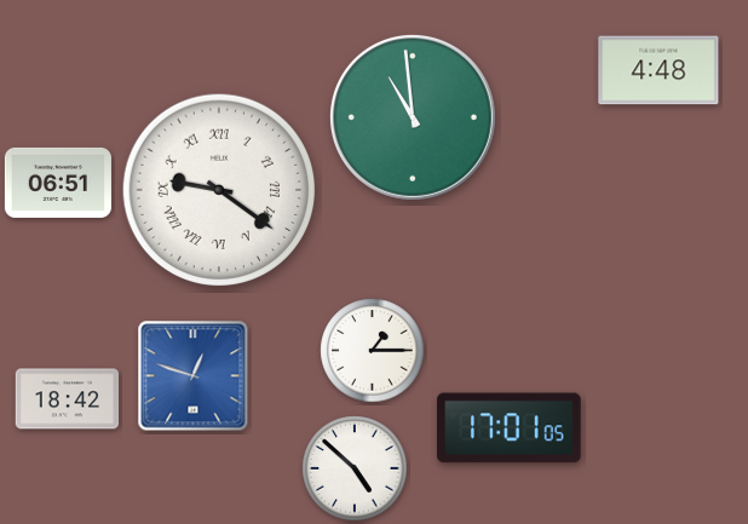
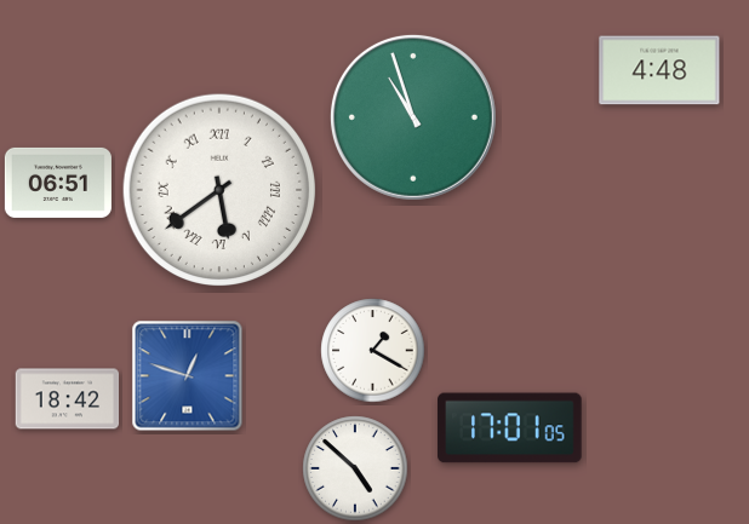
clock at (413, 117): 10:59 -> 10:57
clock at (218, 189): 9:21 -> 5:39
clock at (373, 351): 1:15 -> 1:20
clock at (194, 376) position: (194, 376) -> (188, 376)
